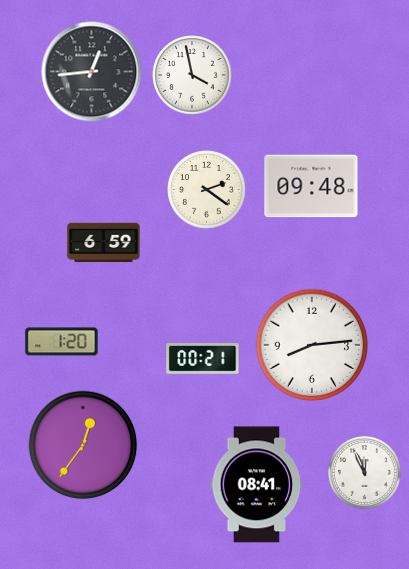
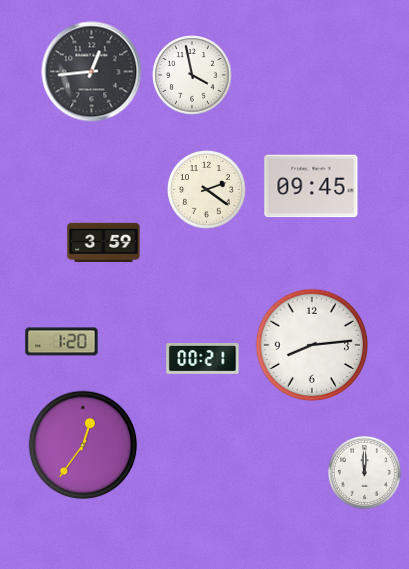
clock at (311, 186): 09:48 -> 09:45
clock at (104, 242): 6:59 -> 3:59
clock at (364, 472): 11:56 -> 12:00
clock at (257, 485): 08:41 -> none
